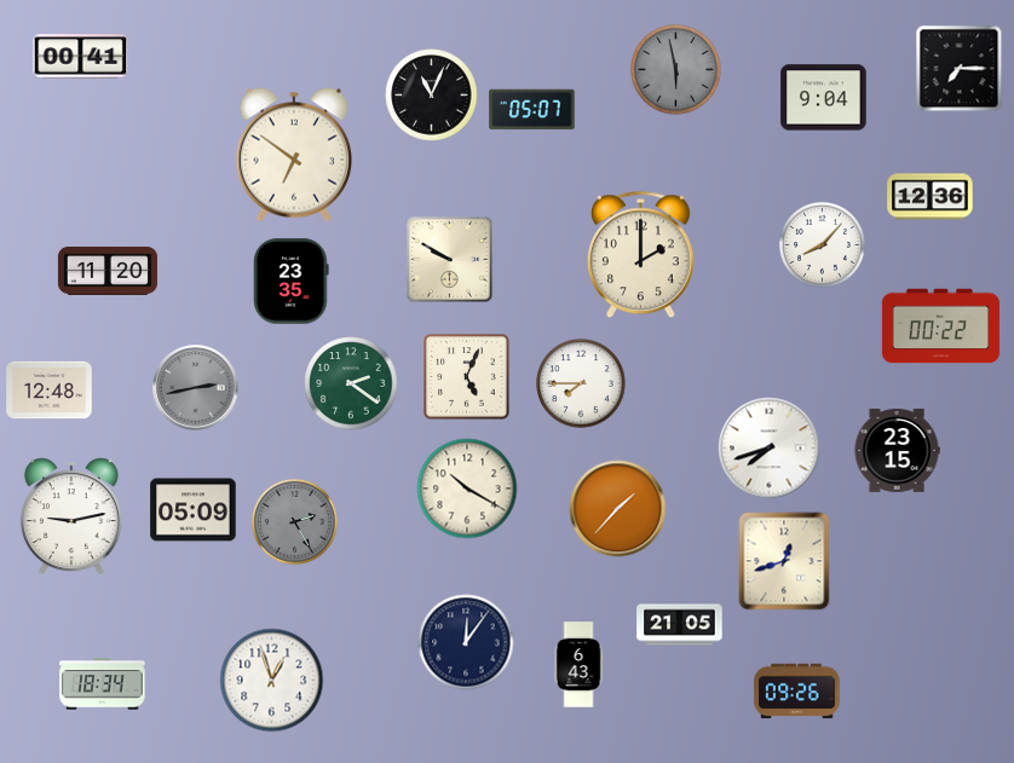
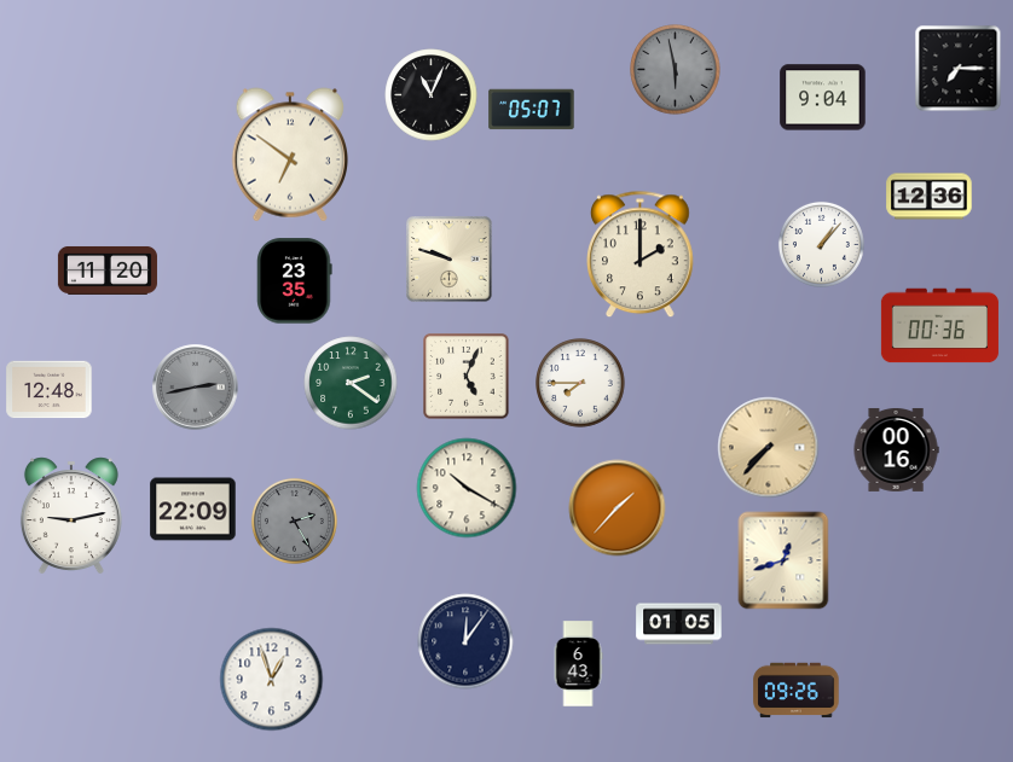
clock at (81, 57): 00:41 -> none
clock at (293, 155) position: (293, 155) -> (289, 155)
clock at (822, 244): 8:07 -> 1:07
clock at (450, 260): 9:50 -> 9:48
clock at (292, 282) position: (292, 282) -> (295, 281)
clock at (940, 326): 00:22 -> 00:36
clock at (770, 449): 7:42 -> 7:37
clock at (770, 449) dial: white -> champagne
clock at (897, 450): 23:15 -> 00:16
clock at (194, 510): 05:09 -> 22:09
clock at (680, 625): 21:05 -> 01:05
clock at (103, 684): 18:34 -> none
